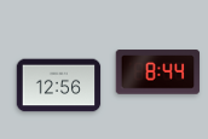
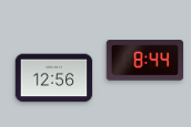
clock at (158, 73) position: (158, 73) -> (145, 61)
